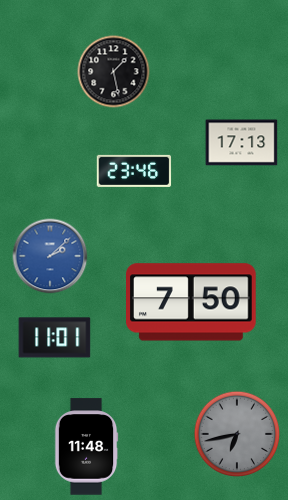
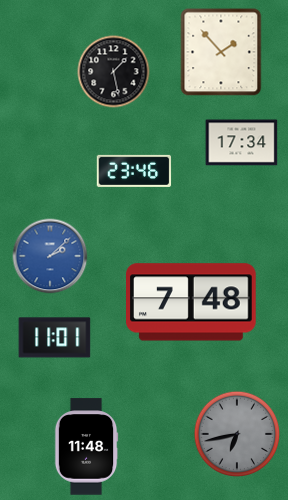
clock at (221, 52): none -> 1:53
clock at (242, 143): 17:13 -> 17:34
clock at (192, 302): 7:50 -> 7:48
